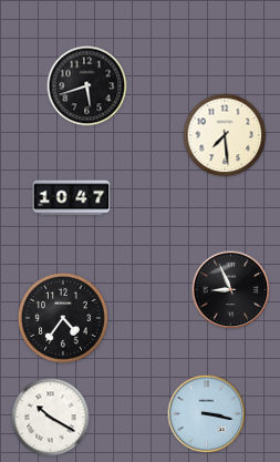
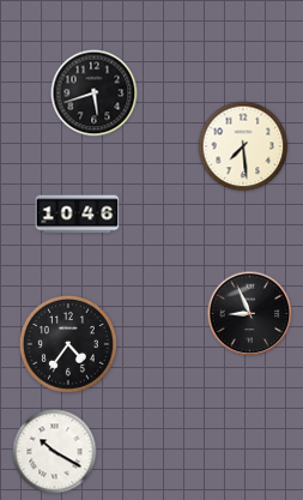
clock at (72, 198): 10:47 -> 10:46
clock at (207, 414): 3:17 -> none
